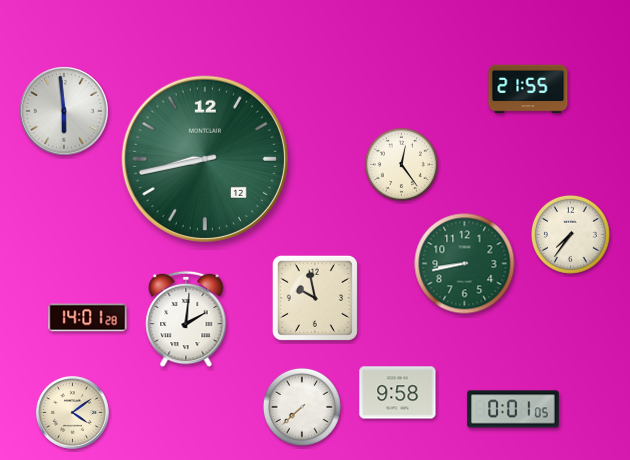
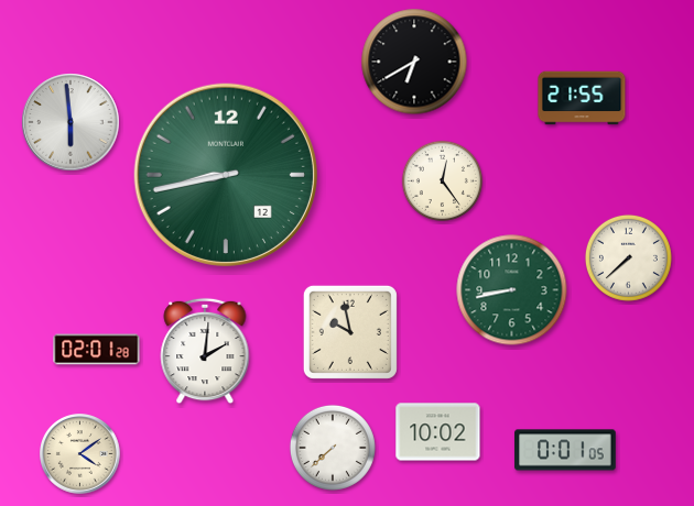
clock at (414, 62): none -> 6:40
clock at (570, 234): 7:36 -> 7:38
clock at (315, 298) position: (315, 298) -> (350, 332)
clock at (88, 318): 14:01 -> 02:01
clock at (398, 393): 9:58 -> 10:02
